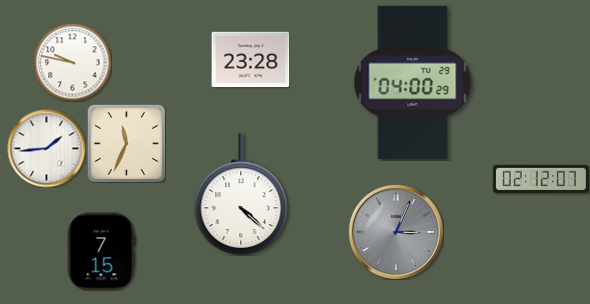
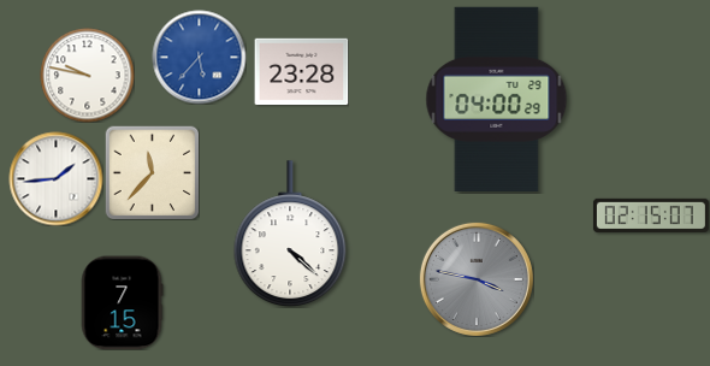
clock at (199, 57): none -> 5:37
clock at (126, 143): 11:34 -> 11:37
clock at (541, 179): 02:12 -> 02:15
clock at (396, 232): 3:04 -> 3:47
